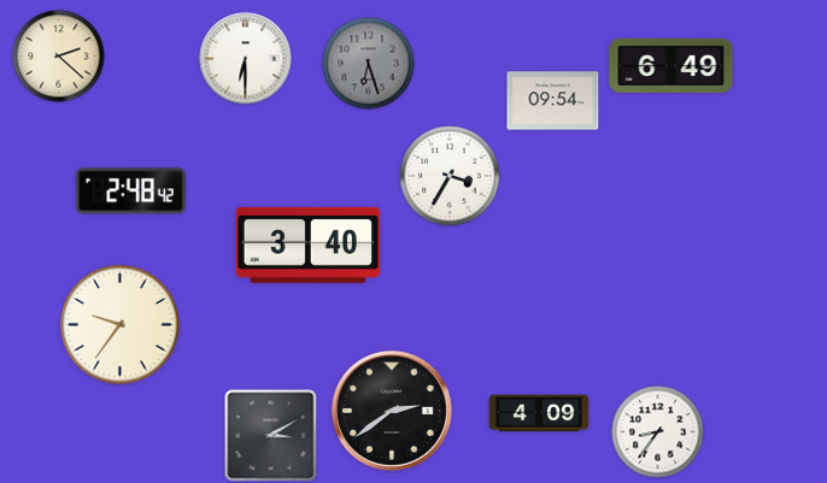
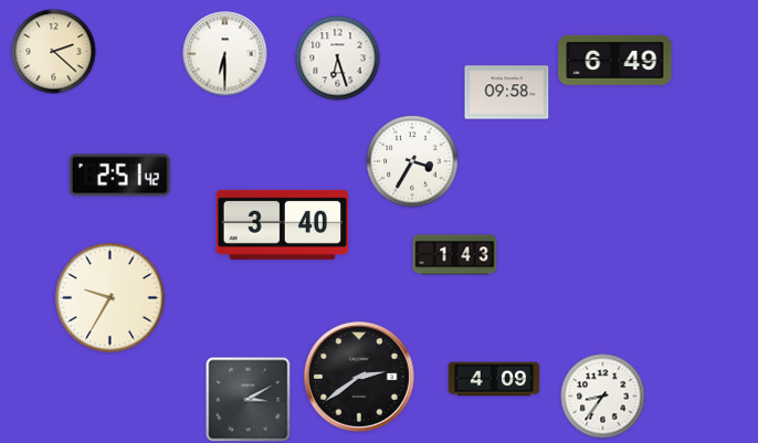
clock at (369, 64) dial: grey -> white
clock at (553, 101): 09:54 -> 09:58
clock at (130, 192): 2:48 -> 2:51
clock at (455, 255): none -> 1:43
clock at (121, 325): 9:36 -> 9:35
